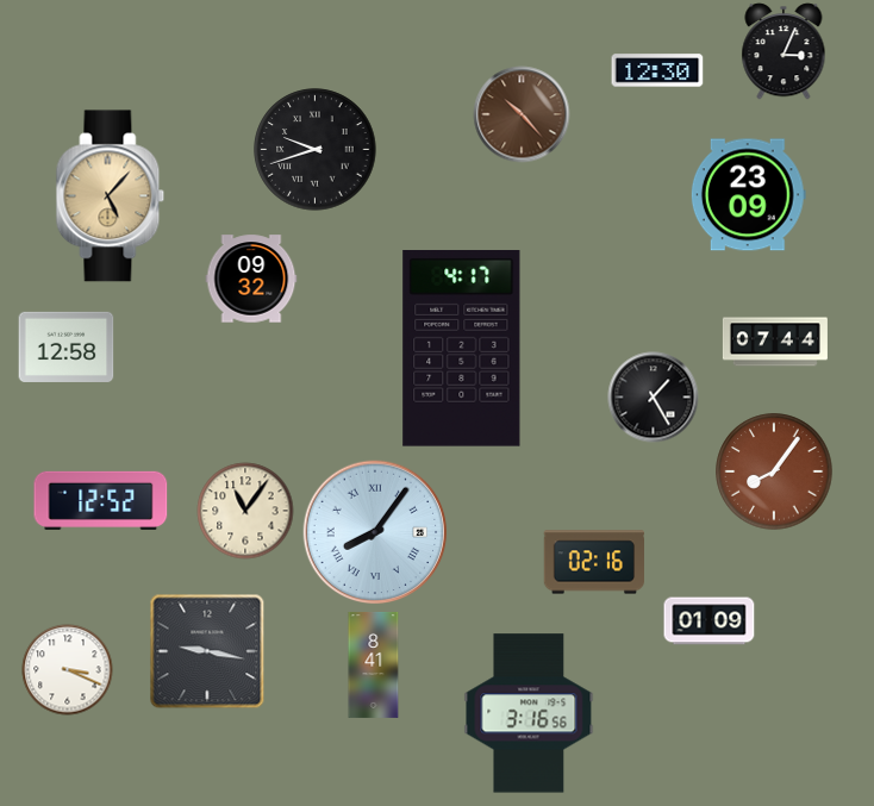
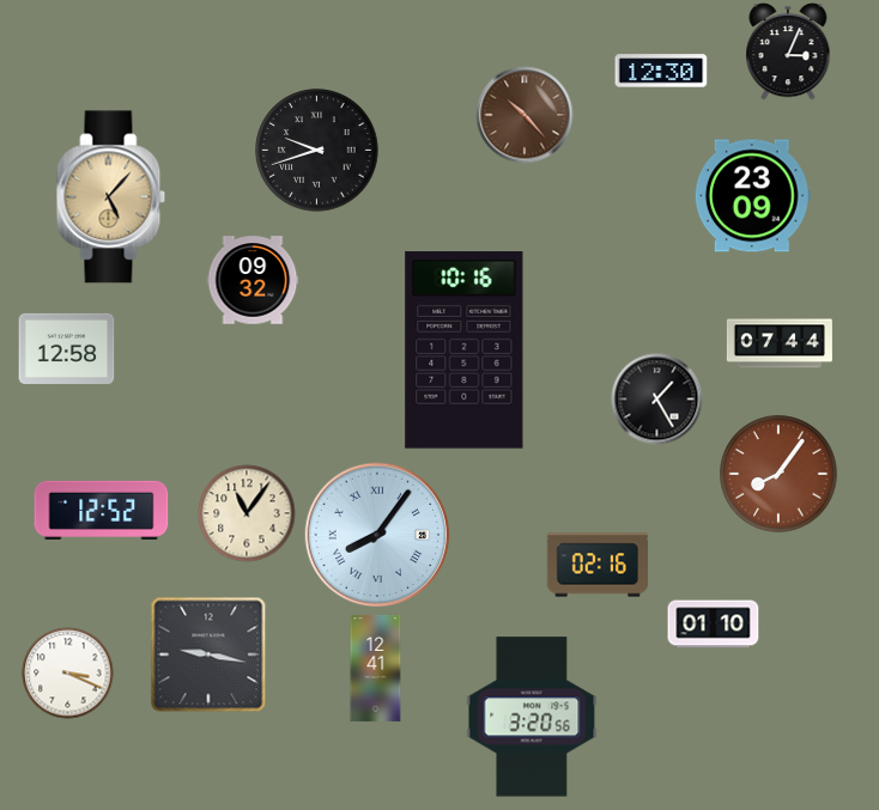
clock at (462, 349): 4:17 -> 10:16
clock at (101, 500) position: (101, 500) -> (102, 510)
clock at (710, 621): 01:09 -> 01:10
clock at (374, 664): 8:41 -> 12:41
clock at (529, 713): 3:16 -> 3:20
